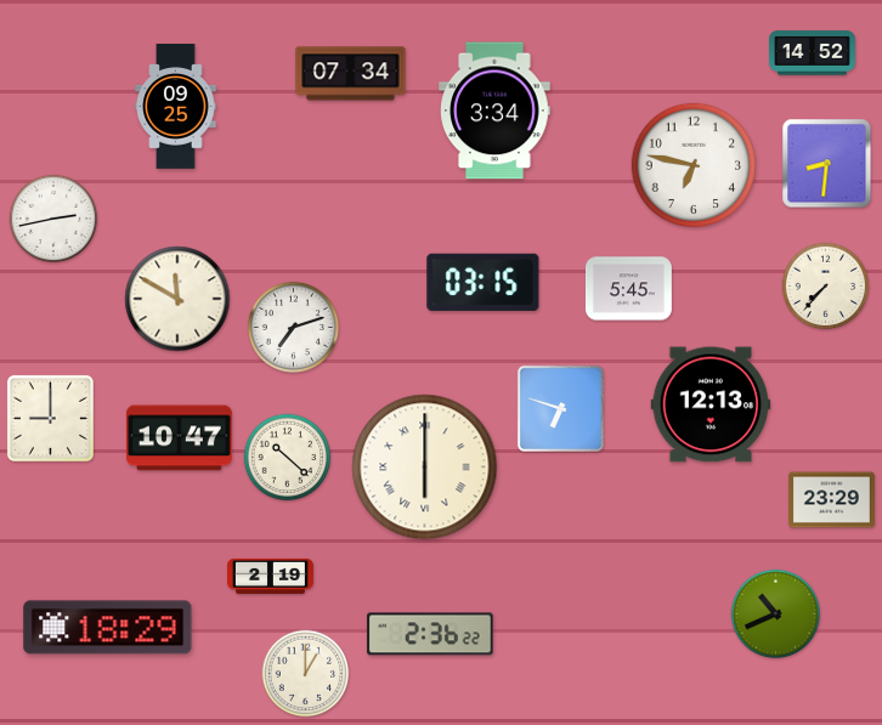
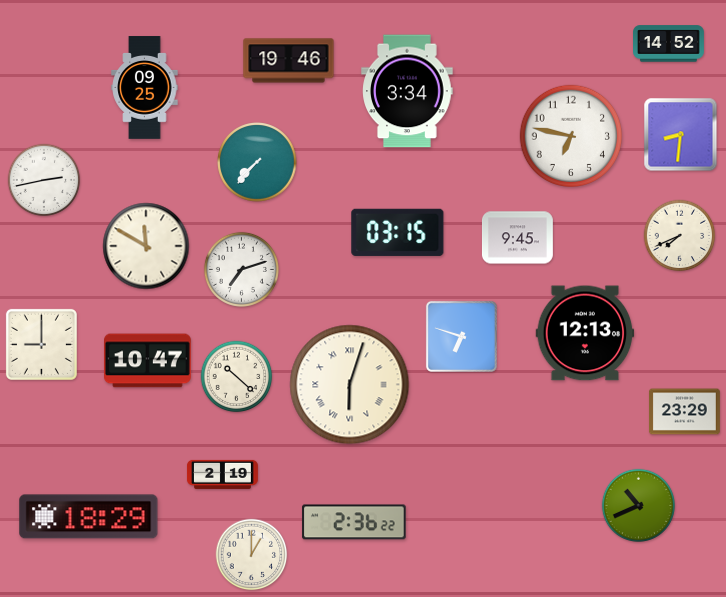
clock at (351, 74): 07:34 -> 19:46
clock at (257, 162): none -> 7:37
clock at (826, 287): 7:37 -> 7:41
clock at (628, 289): 5:45 -> 9:45
clock at (425, 468): 6:00 -> 6:03
